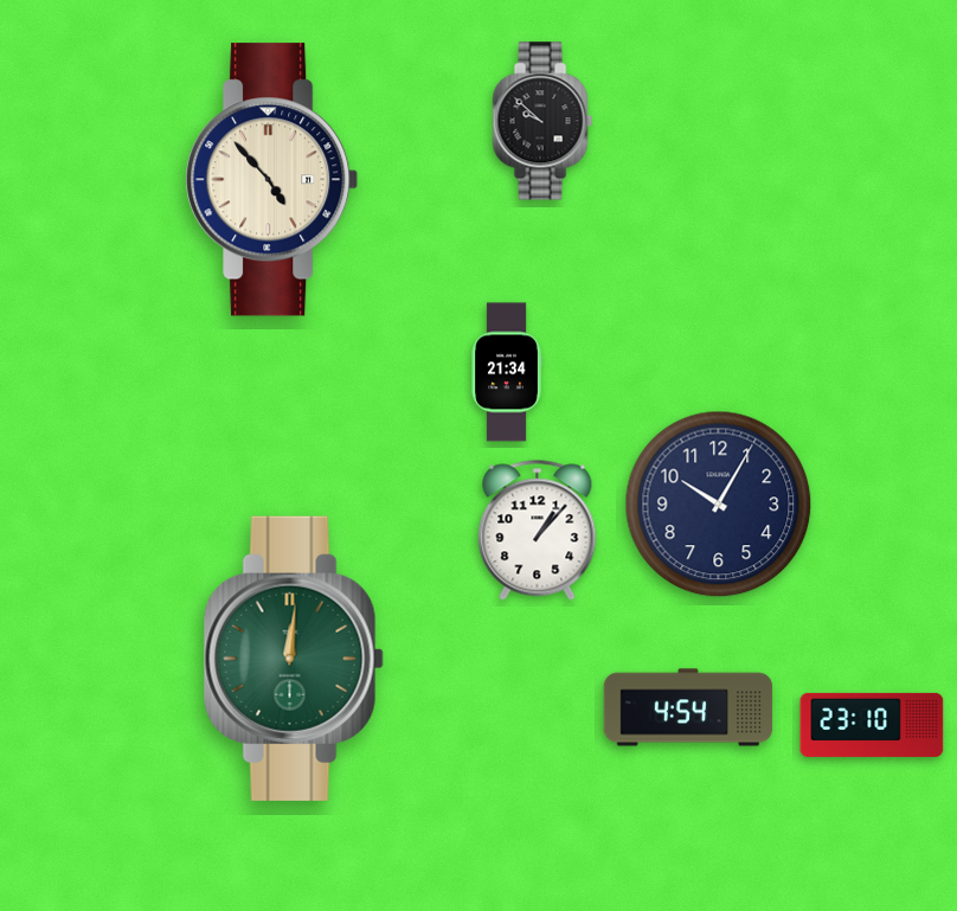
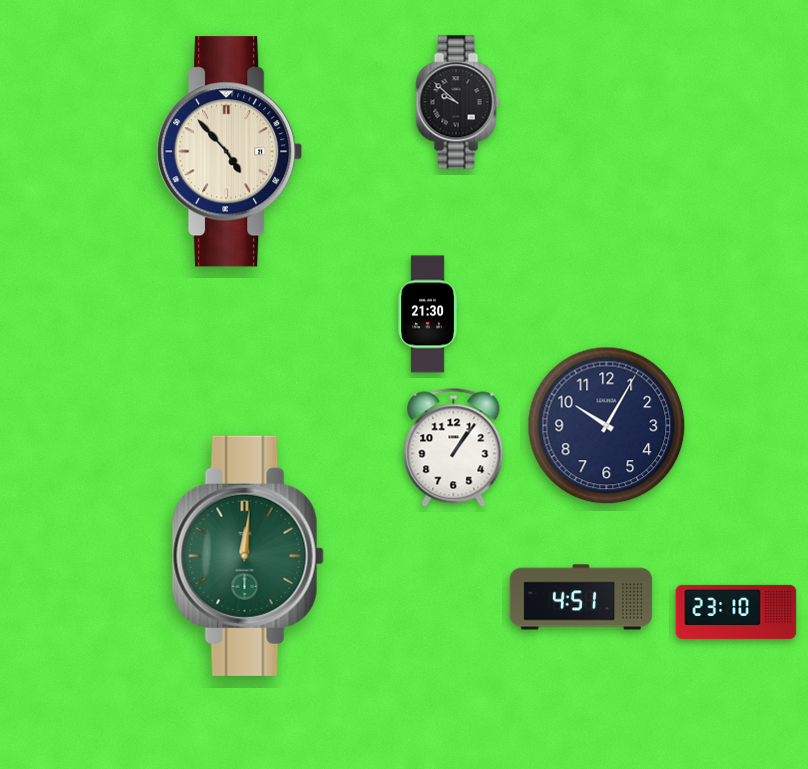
clock at (507, 372): 21:34 -> 21:30
clock at (538, 531): 1:07 -> 1:06
clock at (688, 707): 4:54 -> 4:51
